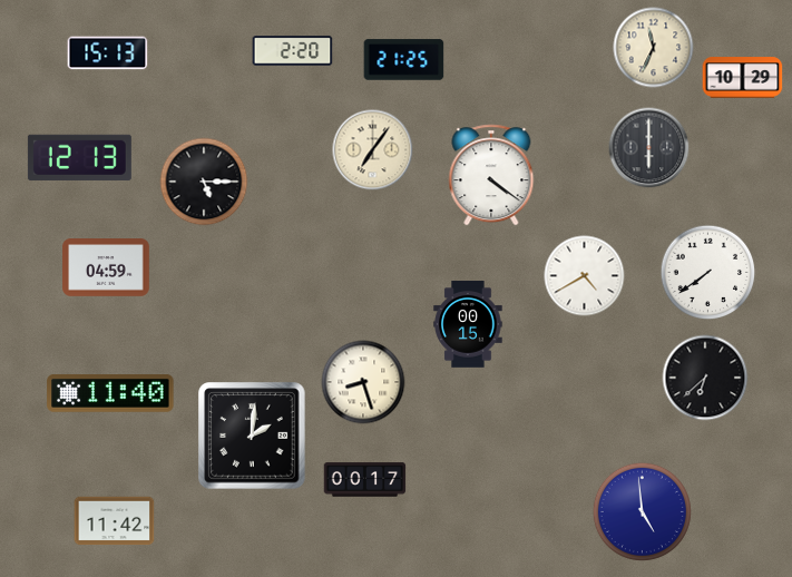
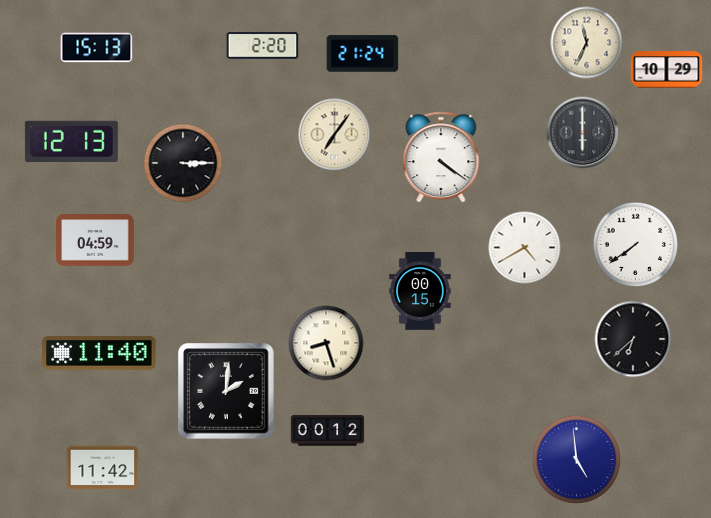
clock at (404, 60): 21:25 -> 21:24
clock at (204, 182): 5:15 -> 3:15
clock at (365, 480): 00:17 -> 00:12
